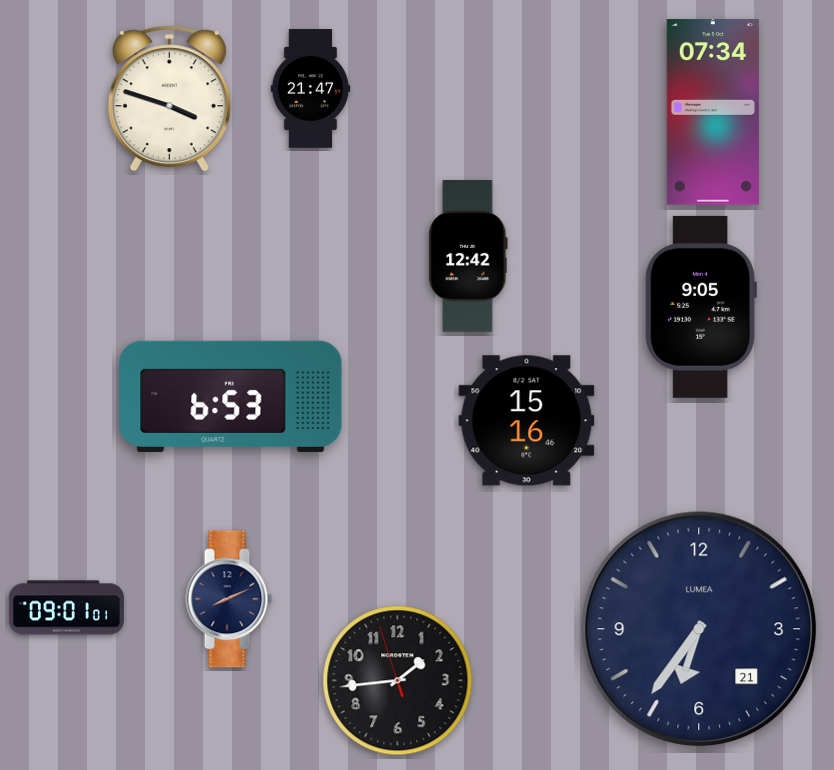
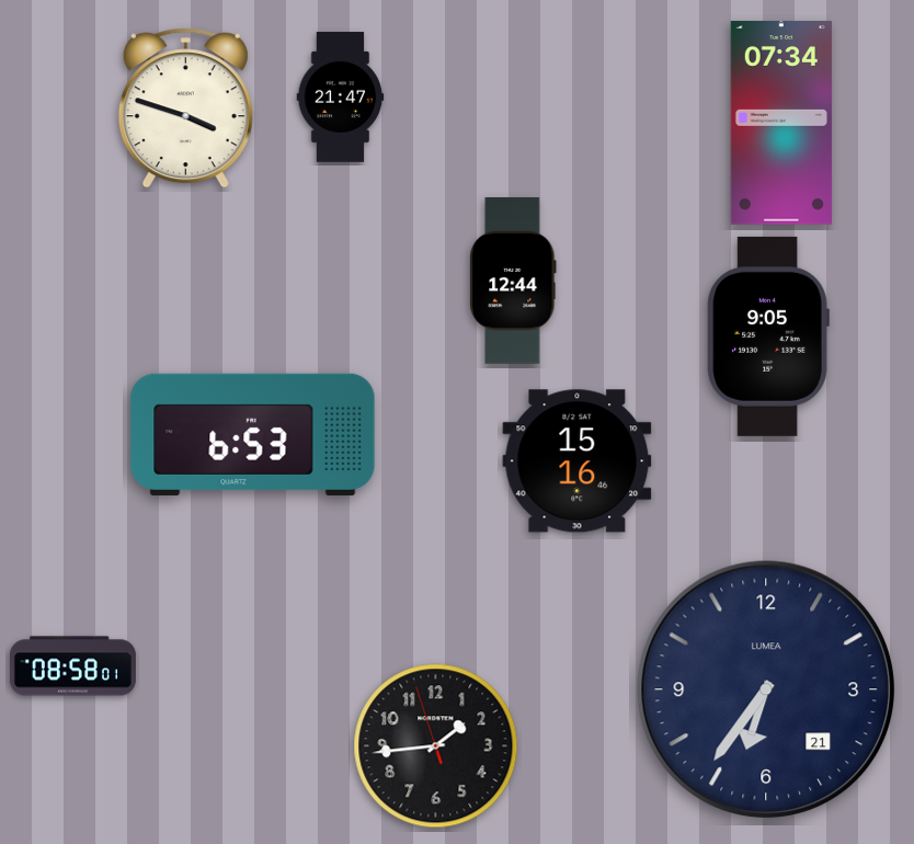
clock at (468, 256): 12:42 -> 12:44
clock at (229, 599): 8:11 -> none
clock at (66, 608): 09:01 -> 08:58
